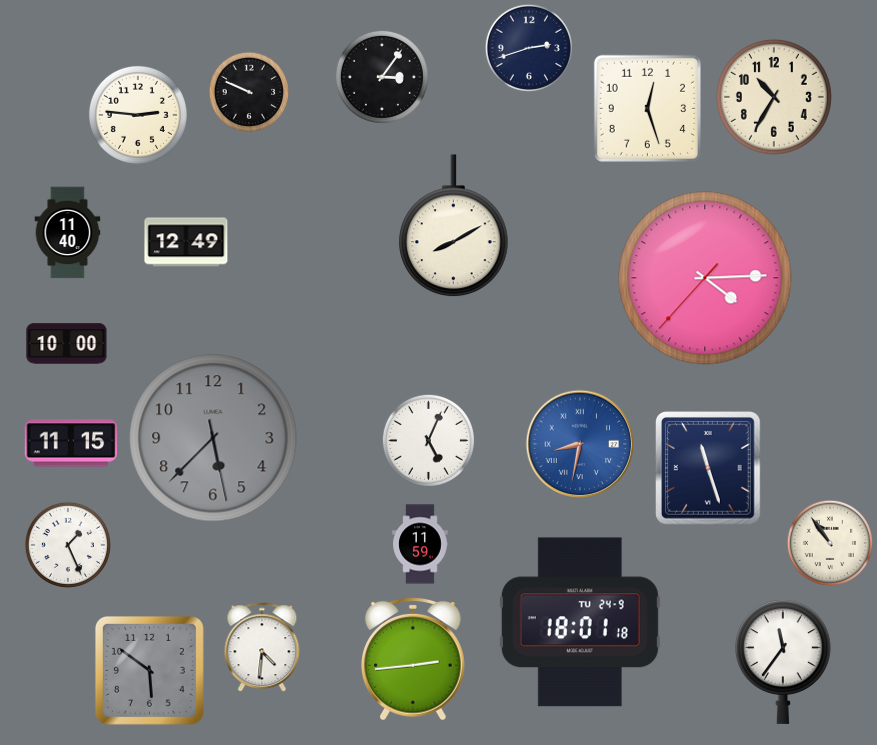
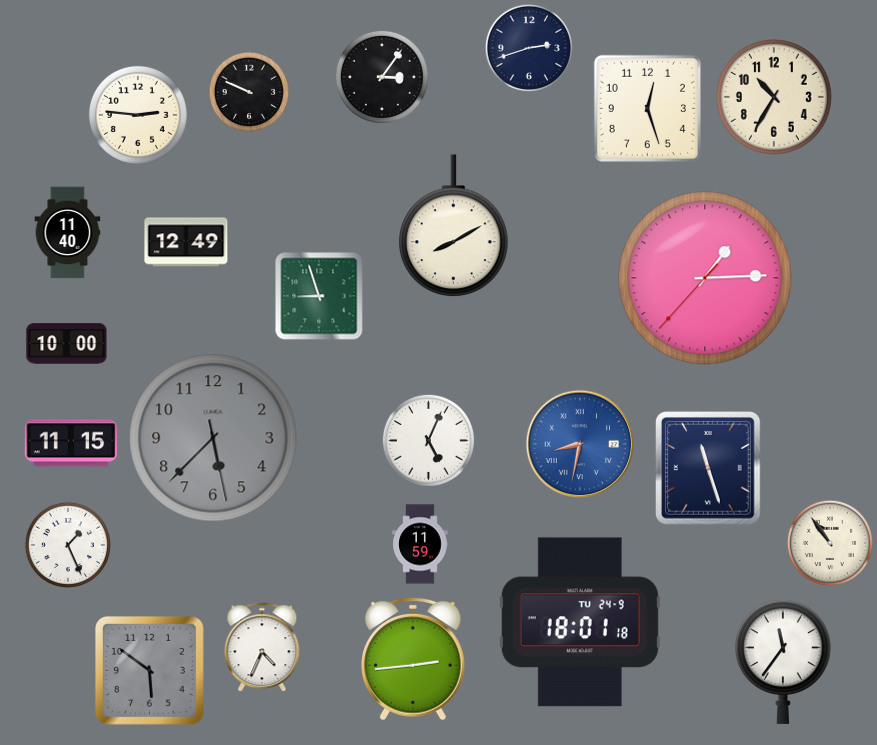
clock at (705, 278): 4:14 -> 1:14
clock at (319, 296): none -> 8:57
clock at (262, 648): 4:31 -> 4:34
